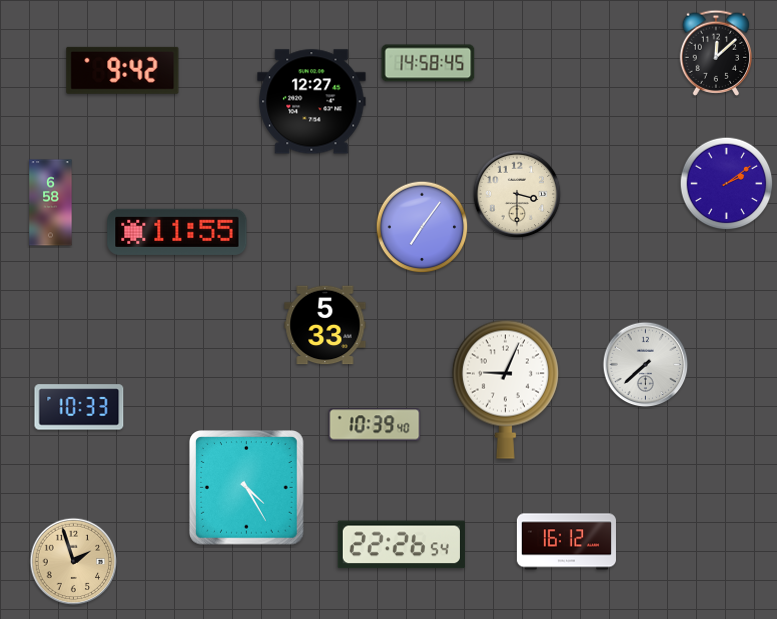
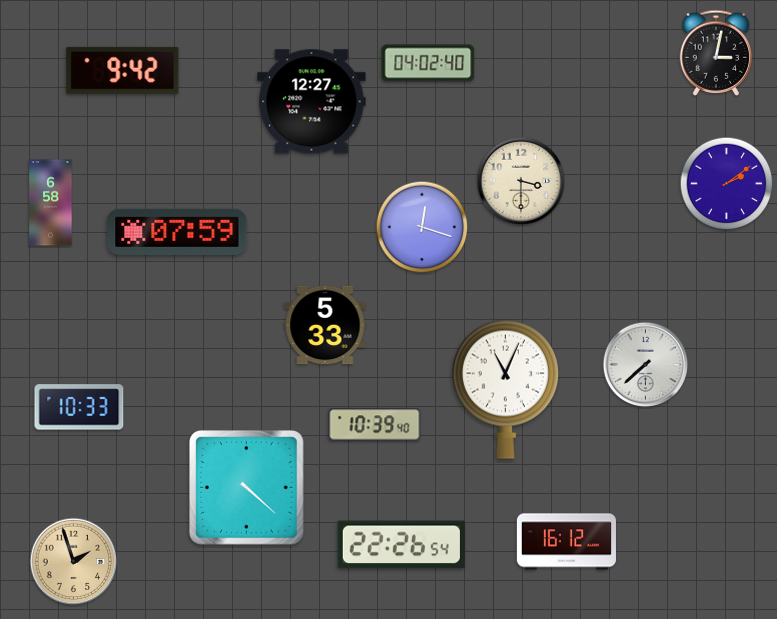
clock at (716, 53): 12:08 -> 3:02
clock at (428, 63): 14:58 -> 04:02
clock at (517, 194) position: (517, 194) -> (521, 181)
clock at (422, 227): 7:06 -> 12:18
clock at (177, 232): 11:55 -> 07:59
clock at (505, 389): 9:04 -> 11:04
clock at (247, 488): 4:25 -> 4:22
